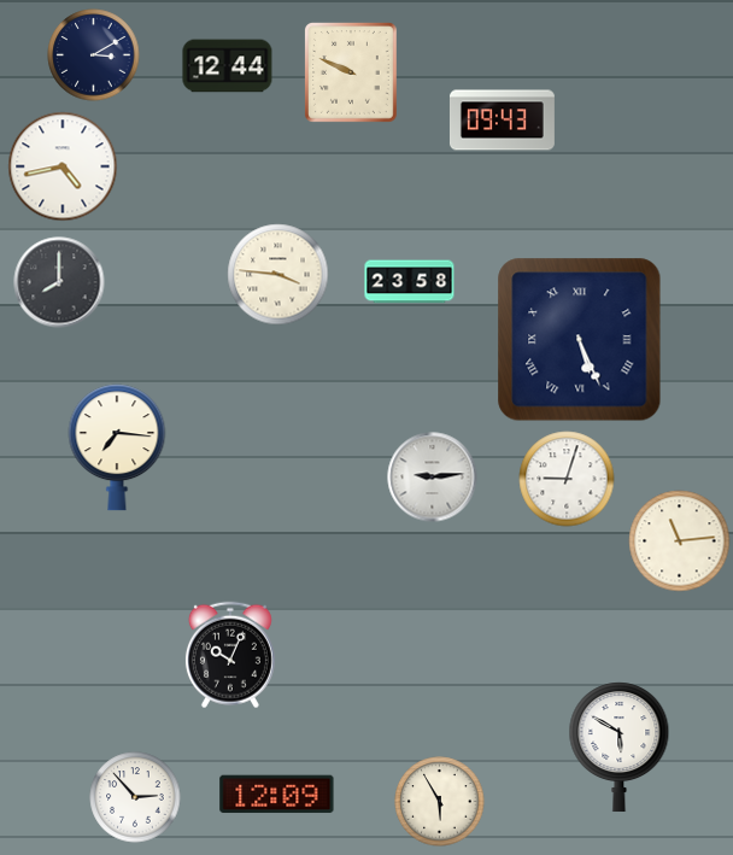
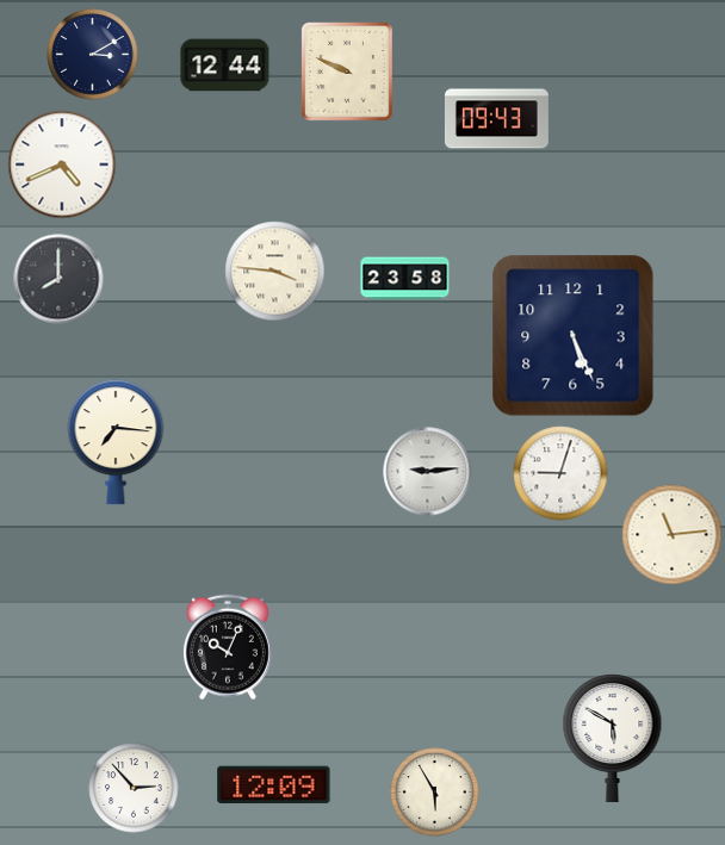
clock at (63, 166): 4:43 -> 4:41
clock at (580, 340) numerals: Roman -> Arabic
